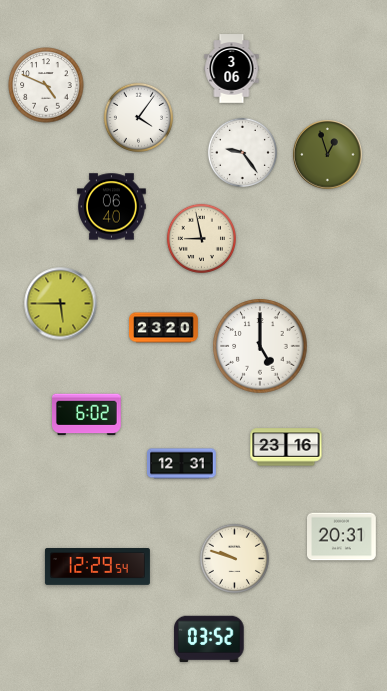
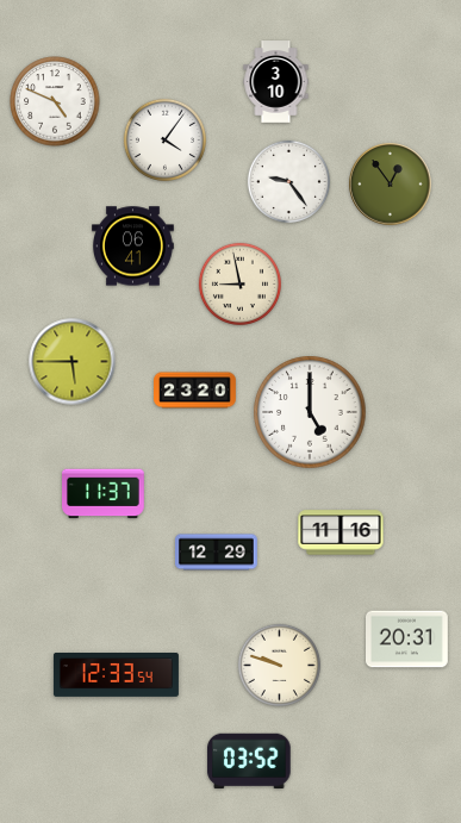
clock at (232, 69): 3:06 -> 3:10
clock at (328, 155): 12:57 -> 12:54
clock at (112, 207): 06:40 -> 06:41
clock at (87, 415): 6:02 -> 11:37
clock at (286, 447): 23:16 -> 11:16
clock at (182, 464): 12:31 -> 12:29
clock at (97, 567): 12:29 -> 12:33
